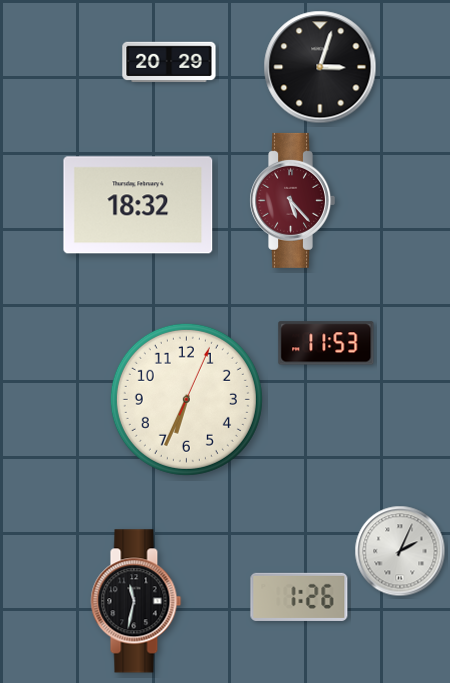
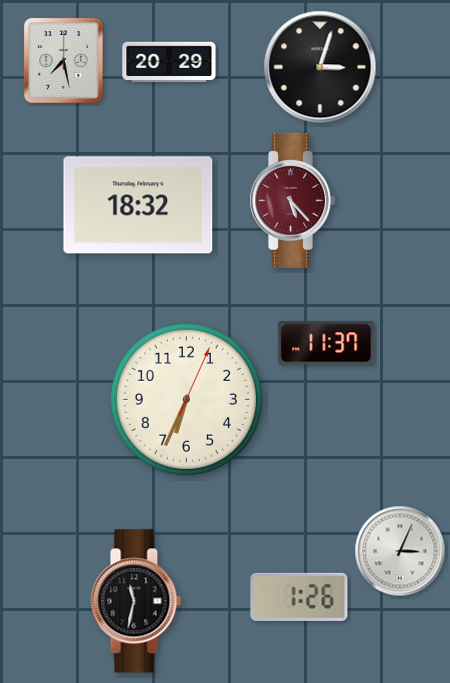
clock at (64, 61): none -> 7:28
clock at (326, 343): 11:53 -> 11:37
clock at (400, 551): 2:04 -> 3:04
